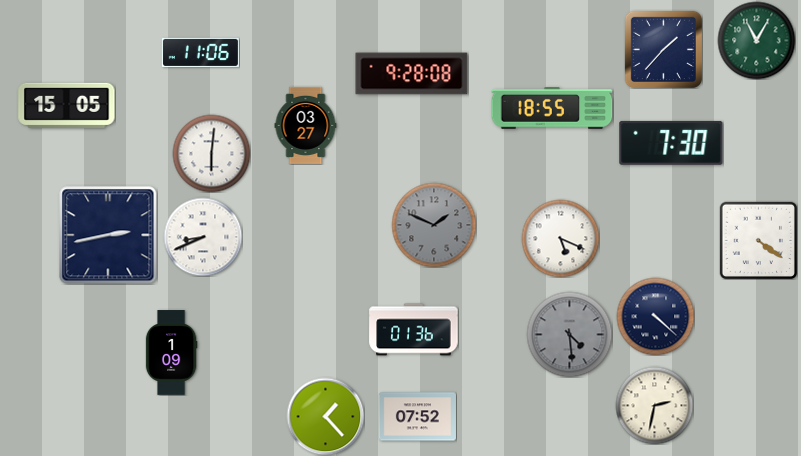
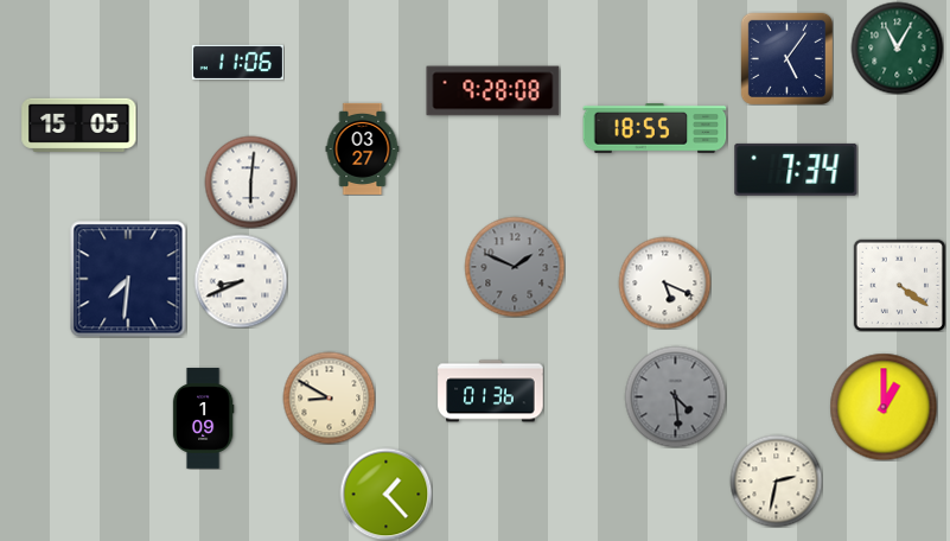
clock at (663, 49): 1:37 -> 5:06
clock at (412, 74) position: (412, 74) -> (493, 91)
clock at (671, 143): 7:30 -> 7:34
clock at (108, 235): 2:43 -> 7:31
clock at (655, 316): 4:22 -> none
clock at (329, 397): none -> 8:50
clock at (884, 407): none -> 1:00
clock at (417, 417): 07:52 -> none
